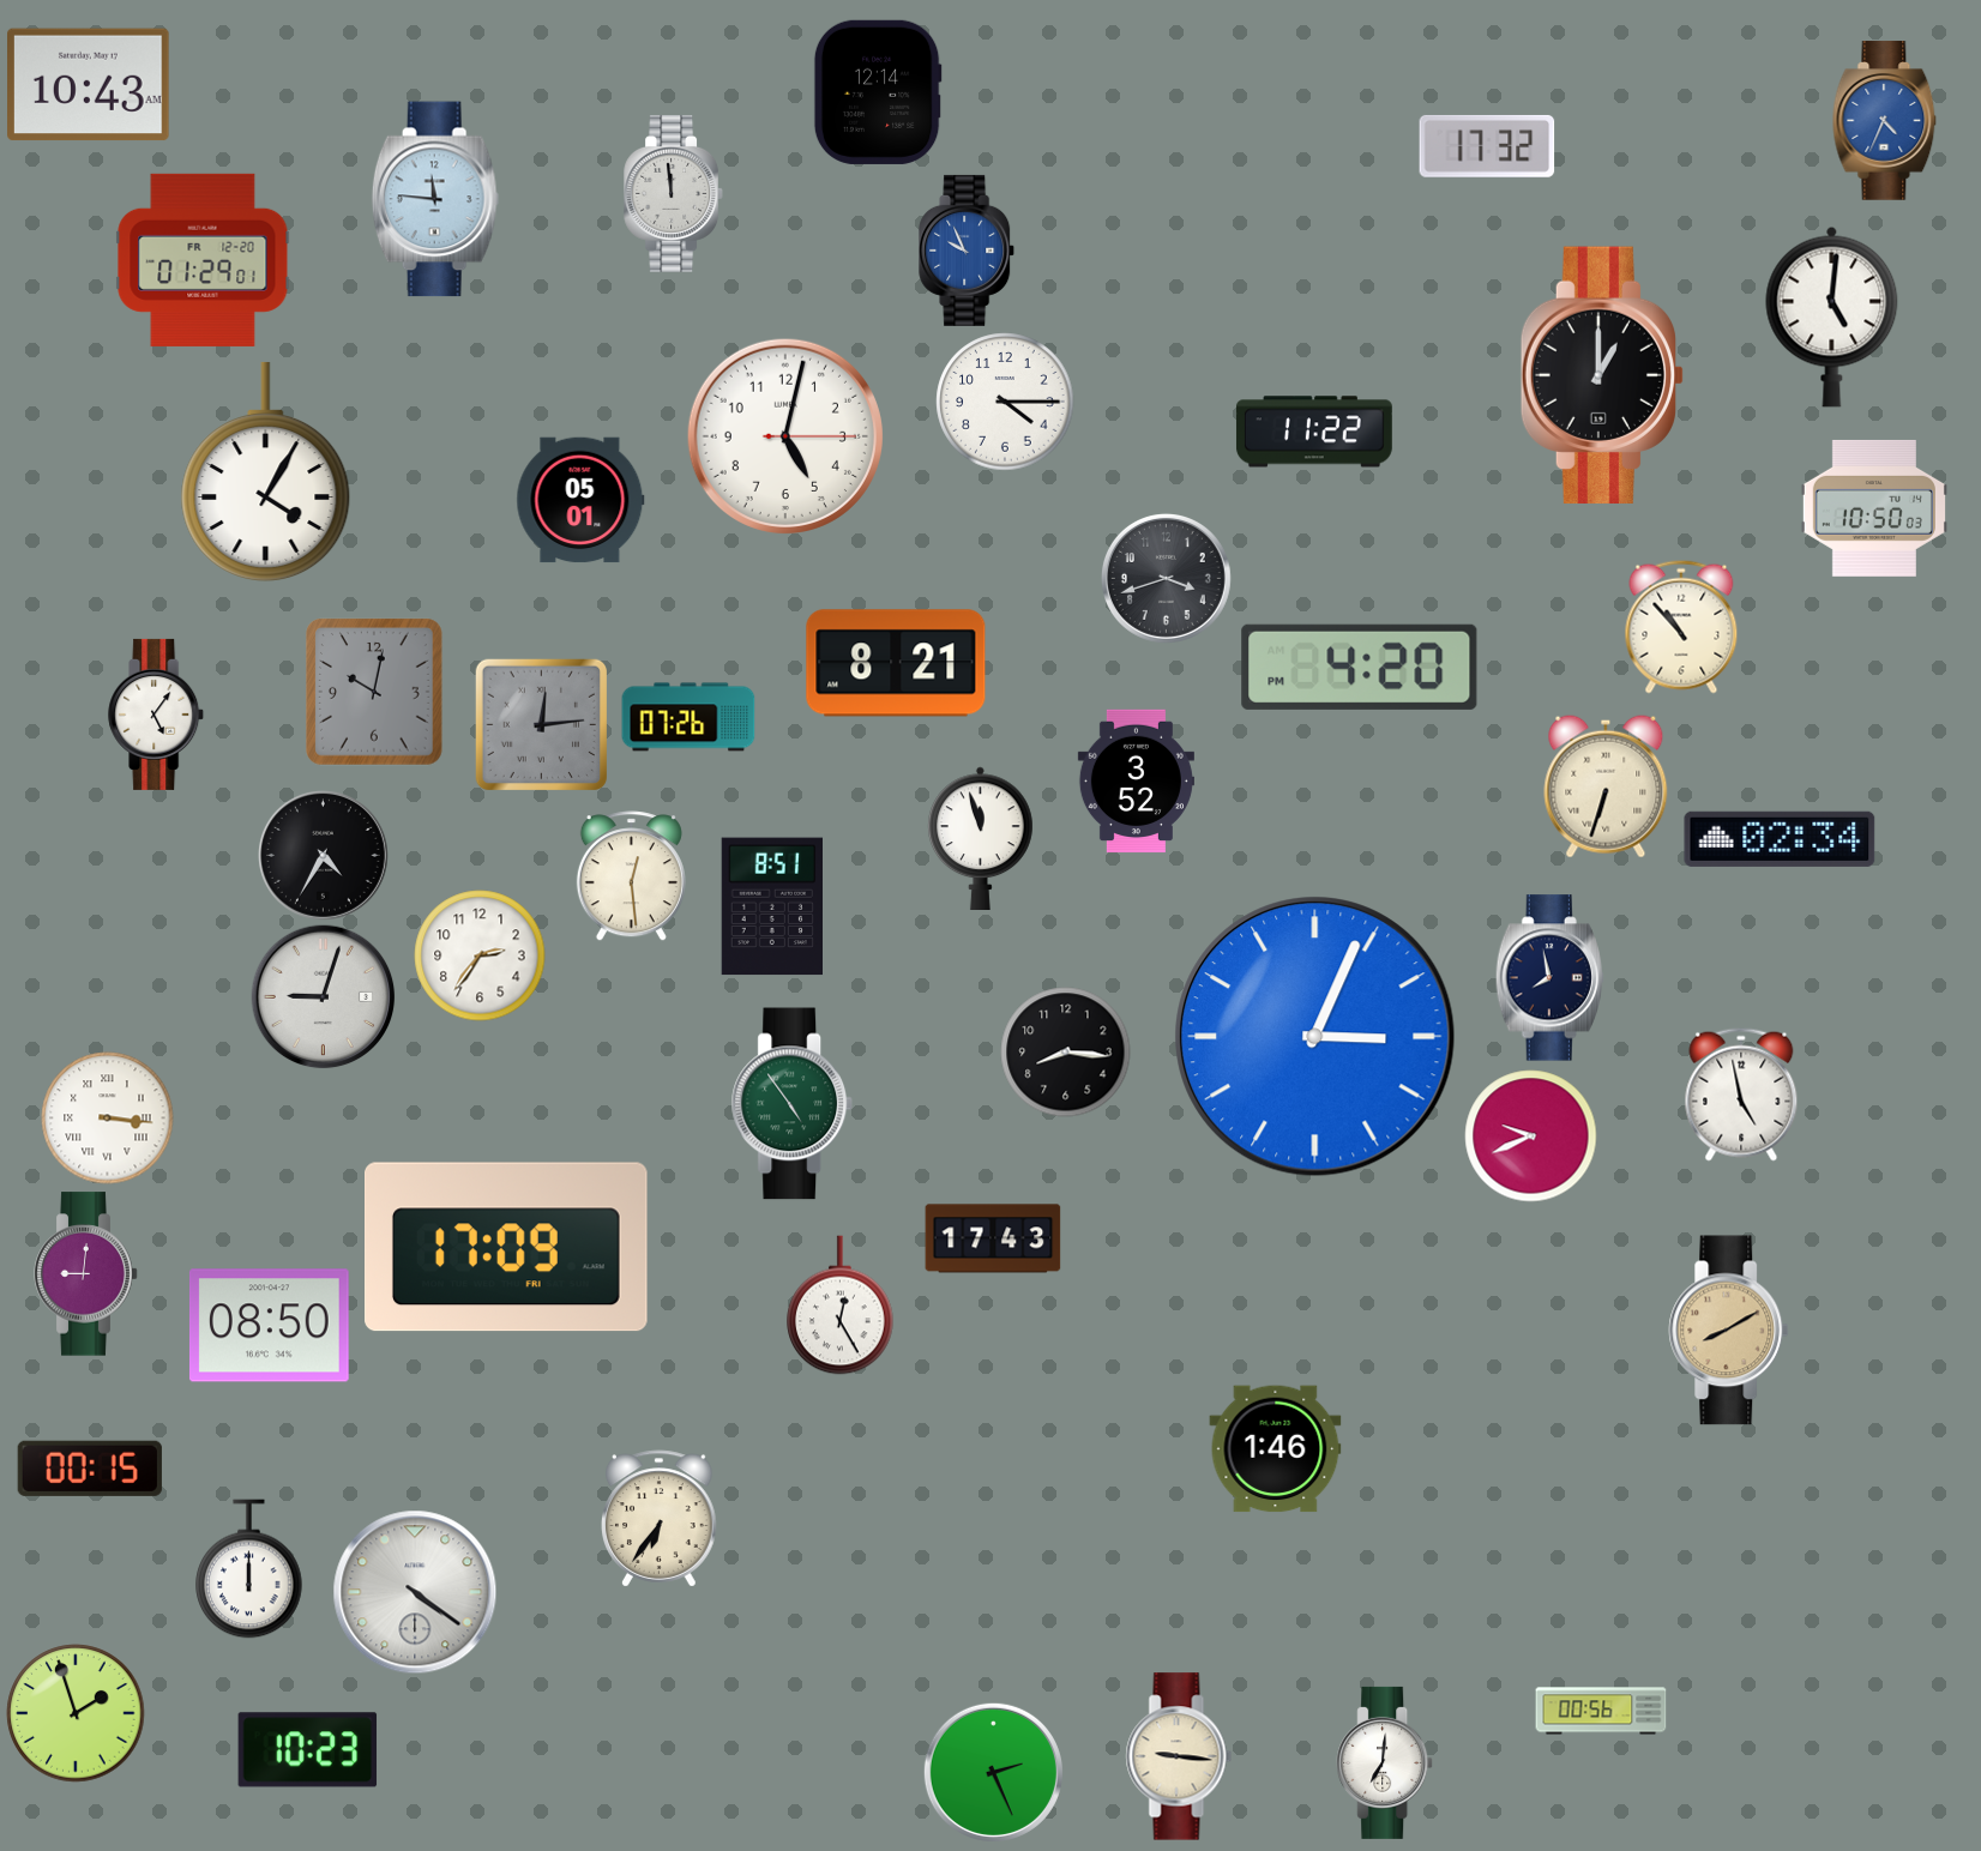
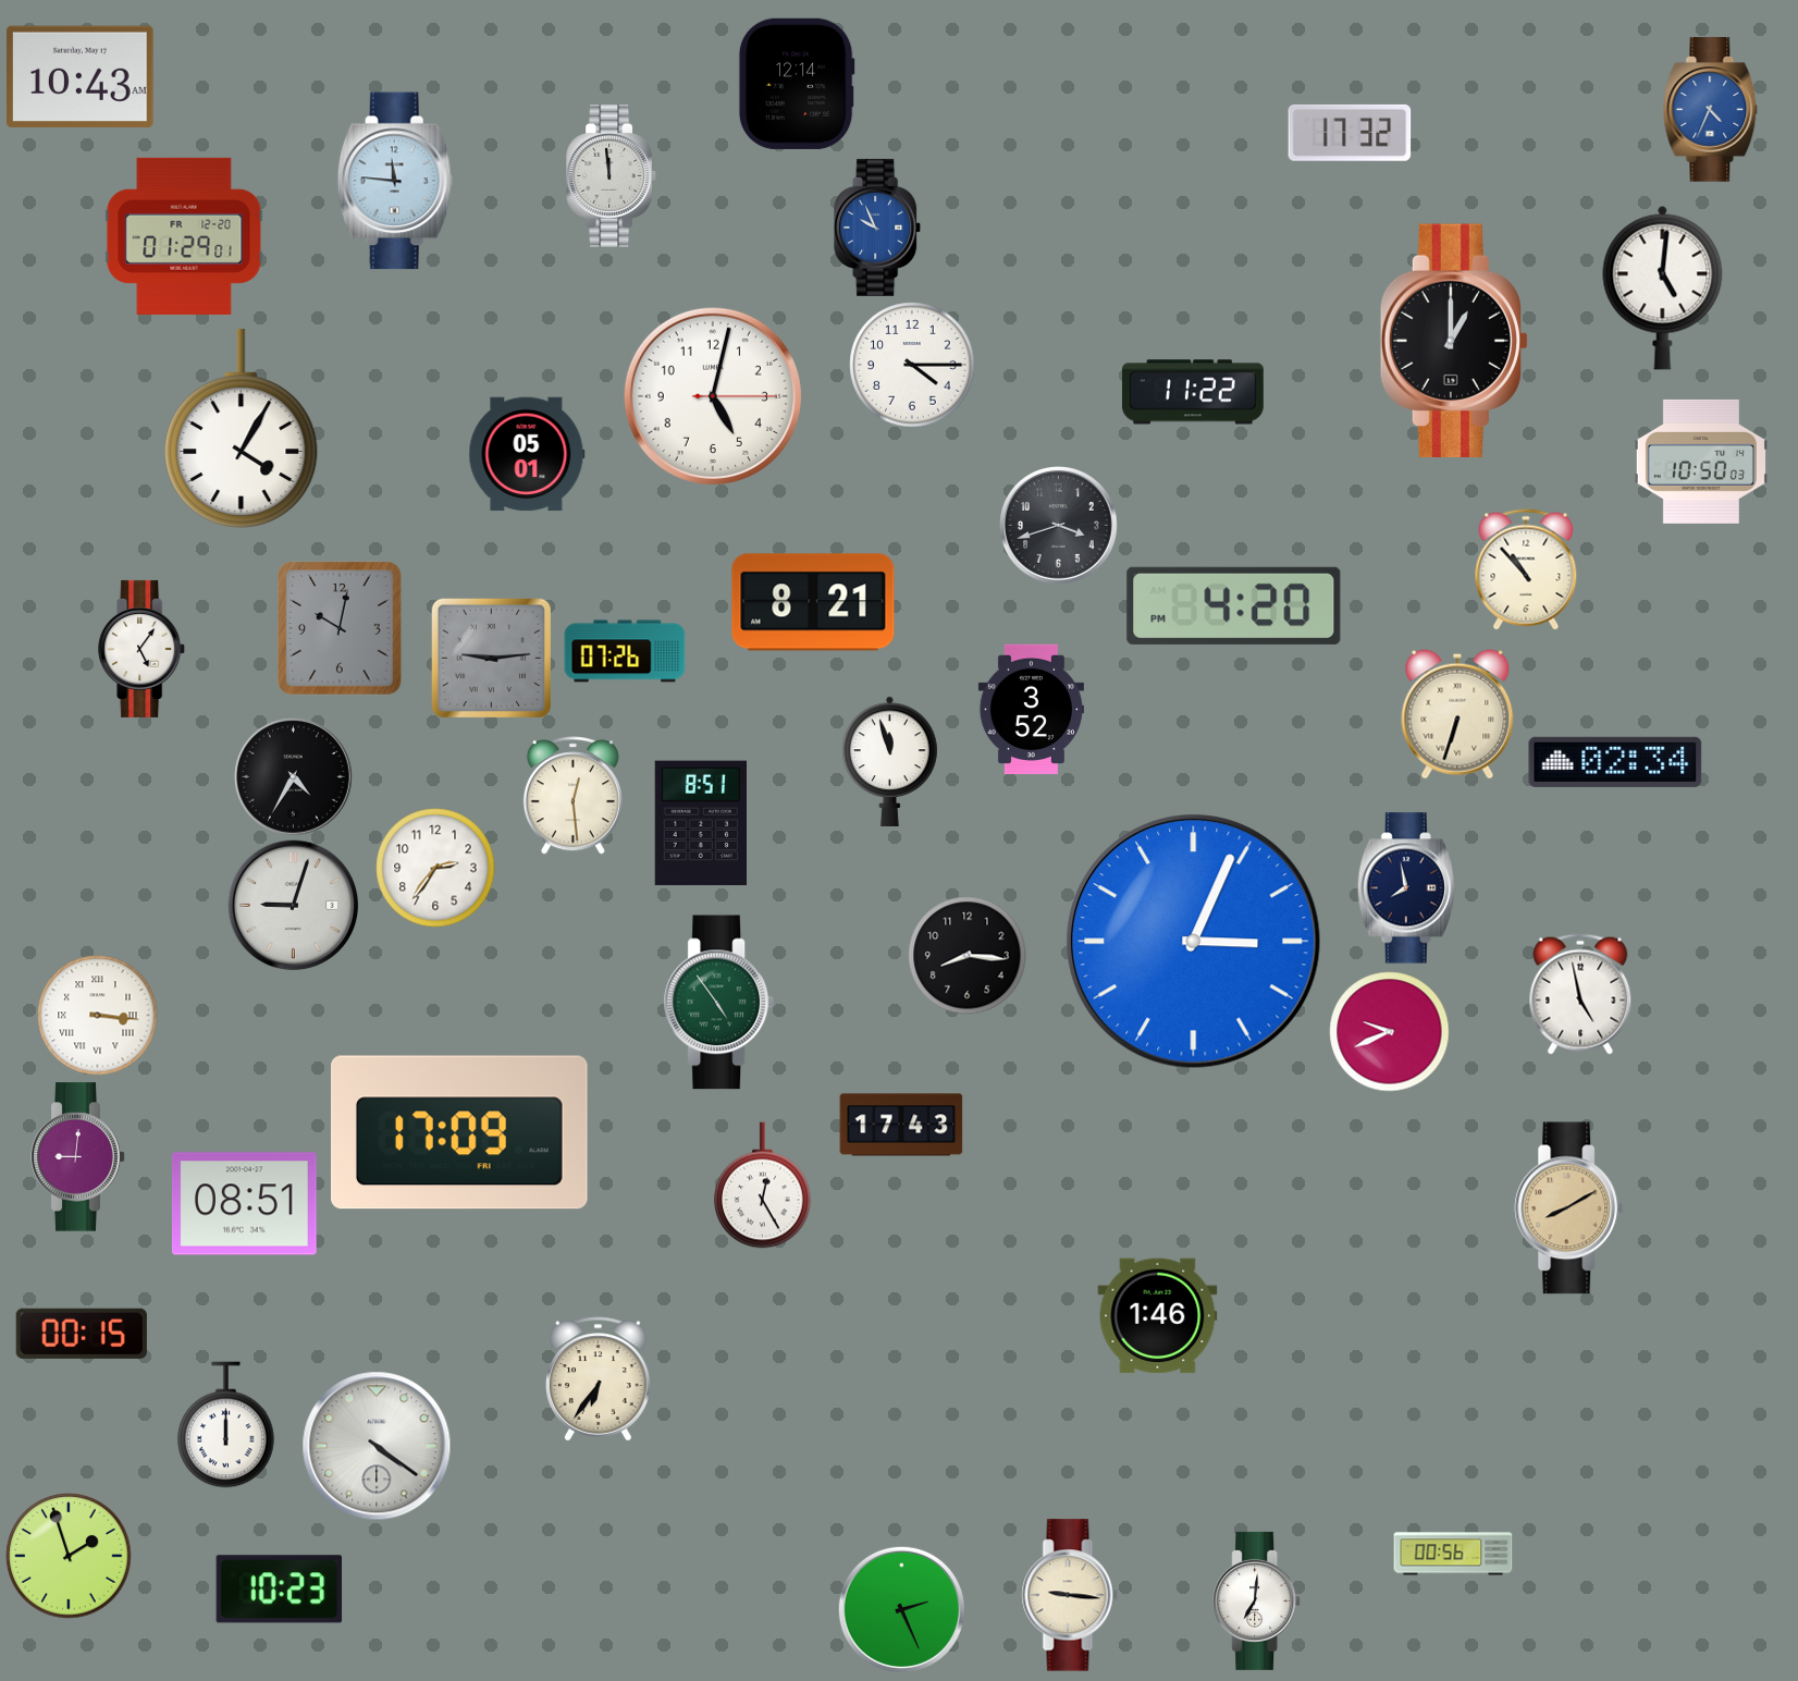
clock at (541, 724): 12:14 -> 9:14
clock at (269, 1326): 08:50 -> 08:51
